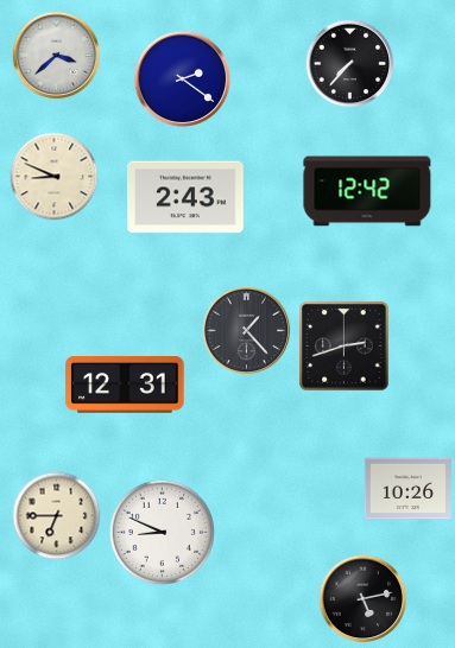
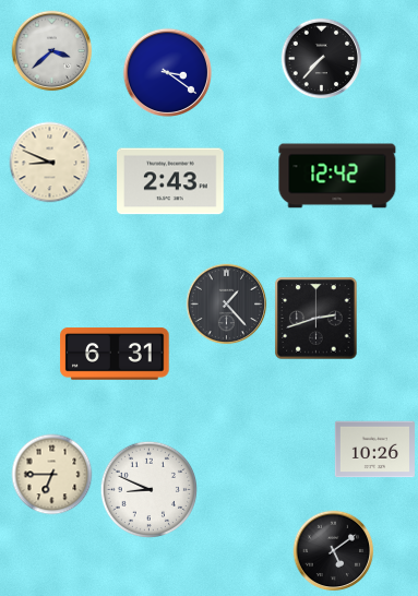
clock at (183, 80): 2:21 -> 3:21
clock at (125, 386): 12:31 -> 6:31
clock at (364, 599): 5:13 -> 5:09
